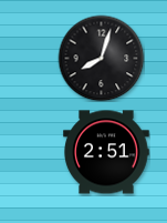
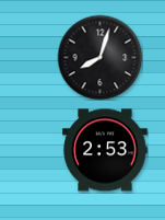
clock at (106, 152): 2:51 -> 2:53
